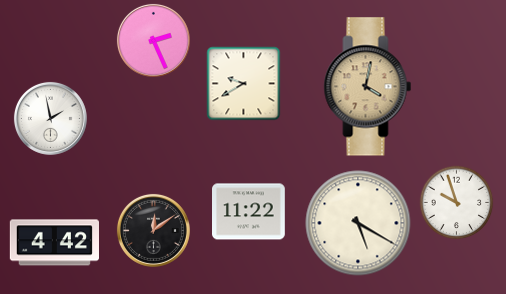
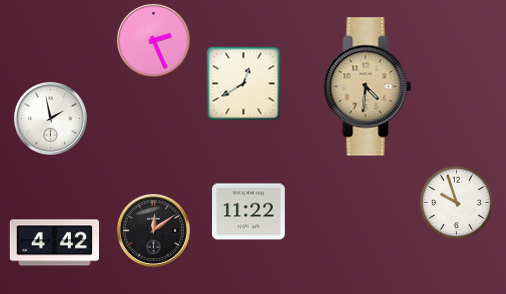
clock at (244, 84): 9:40 -> 12:40
clock at (368, 87): 4:02 -> 4:31
clock at (358, 223): 5:20 -> none
